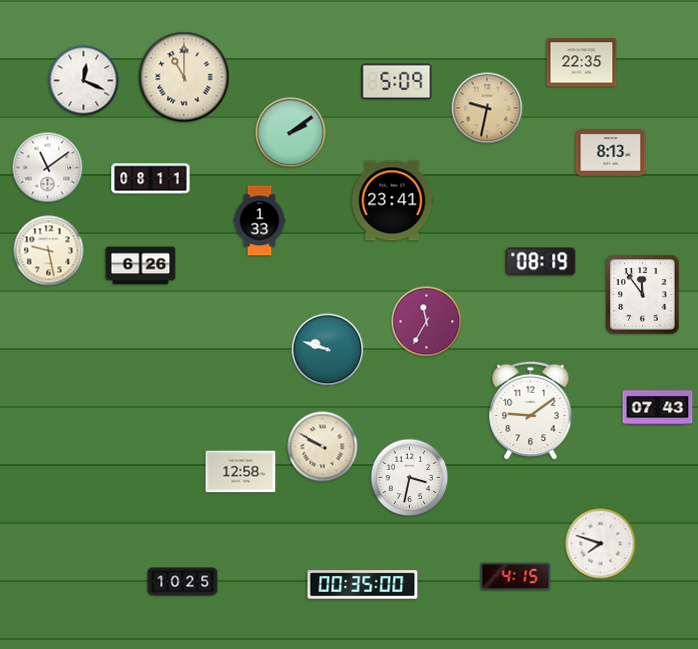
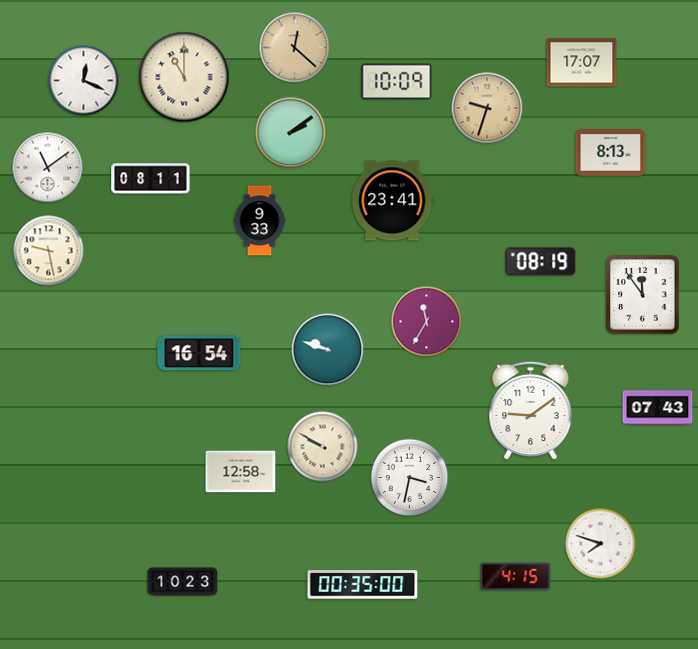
clock at (295, 48): none -> 12:22
clock at (582, 63): 22:35 -> 17:07
clock at (397, 82): 5:09 -> 10:09
clock at (487, 108): 9:32 -> 9:33
clock at (260, 221): 1:33 -> 9:33
clock at (141, 266): 6:26 -> none
clock at (199, 353): none -> 16:54
clock at (183, 582): 10:25 -> 10:23
